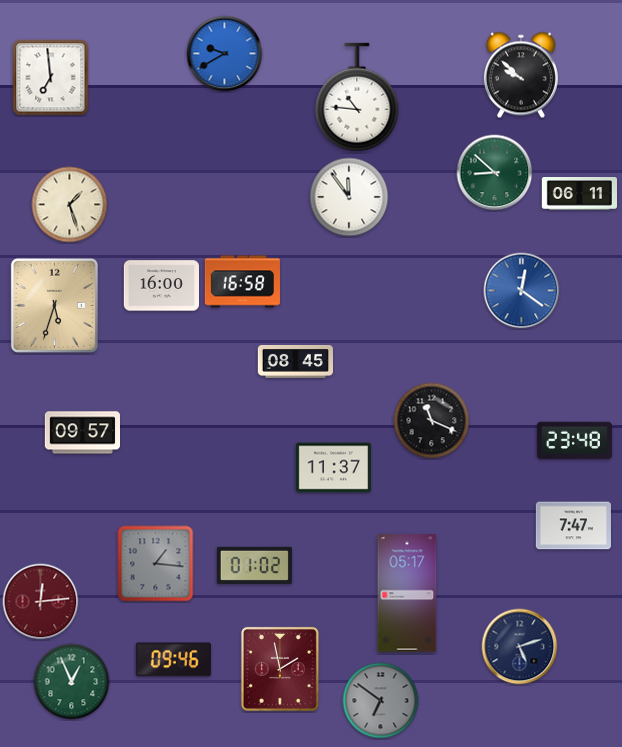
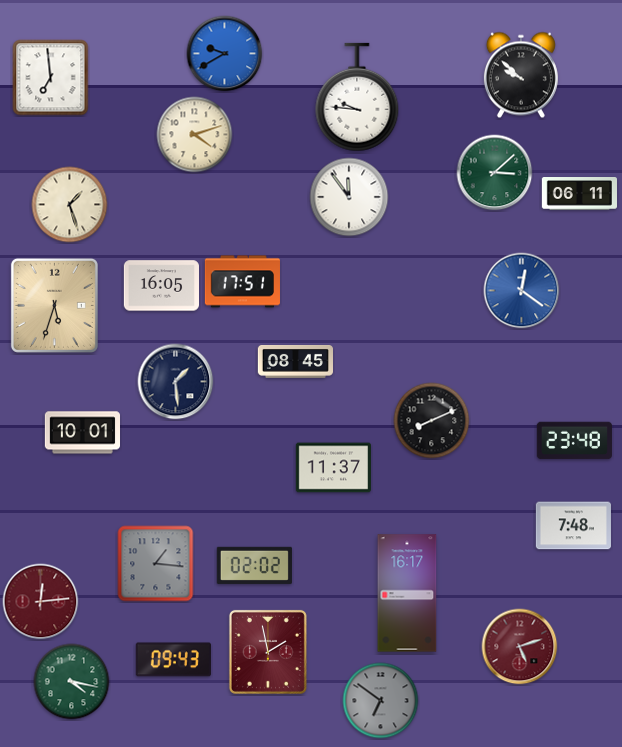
clock at (357, 97): 10:46 -> 9:46
clock at (195, 135): none -> 4:12
clock at (495, 173): 8:52 -> 3:08
clock at (242, 282): 16:58 -> 17:51
clock at (161, 286): 16:00 -> 16:05
clock at (176, 382): none -> 1:29
clock at (432, 421): 11:19 -> 8:11
clock at (82, 433): 09:57 -> 10:01
clock at (573, 526): 7:47 -> 7:48
clock at (254, 565): 01:02 -> 02:02
clock at (407, 593): 05:17 -> 16:17
clock at (520, 647) dial: navy -> burgundy
clock at (173, 660): 09:46 -> 09:43
clock at (280, 669) position: (280, 669) -> (268, 652)
clock at (72, 682): 12:56 -> 4:17
